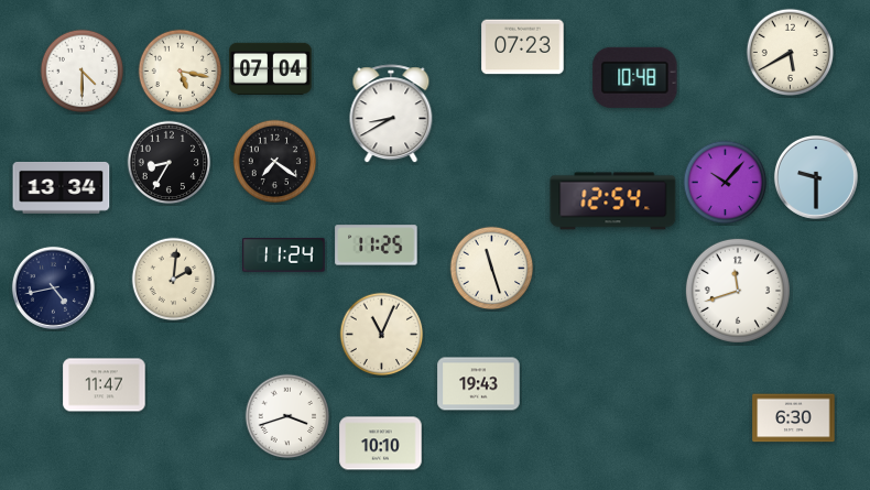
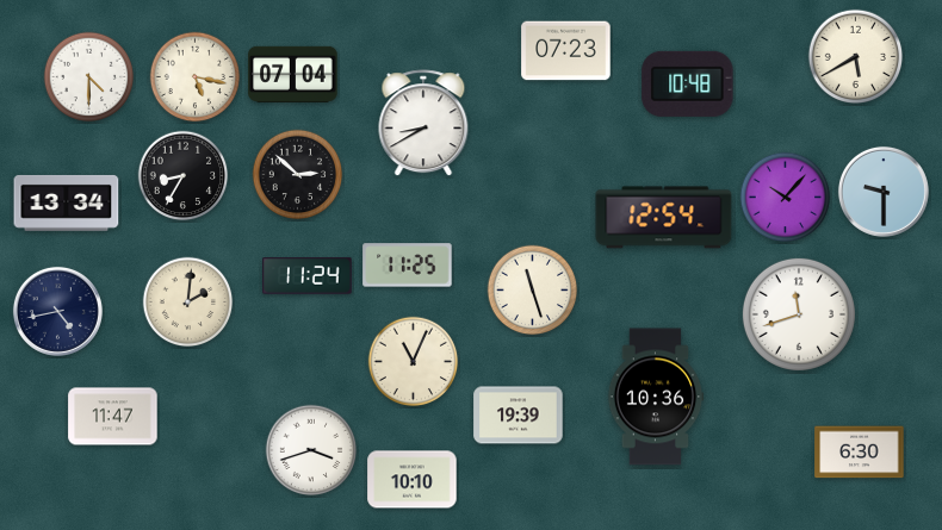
clock at (275, 162): 7:21 -> 2:52
clock at (656, 397): none -> 10:36
clock at (479, 384): 19:43 -> 19:39
